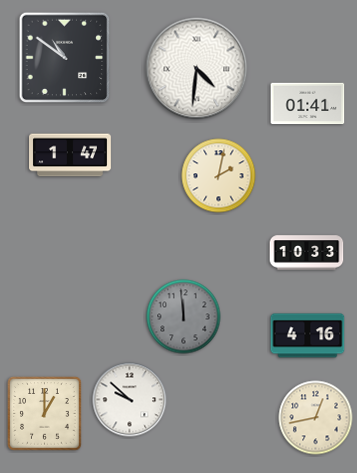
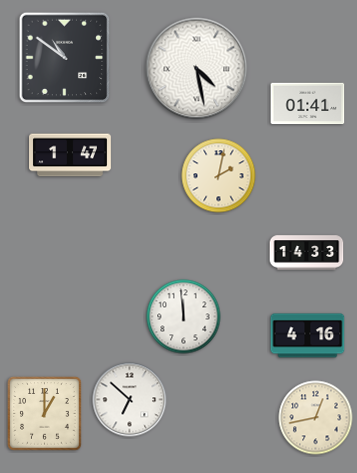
clock at (197, 69): 4:31 -> 4:28
clock at (307, 253): 10:33 -> 14:33
clock at (184, 317) dial: grey -> white
clock at (130, 400): 9:52 -> 6:52
